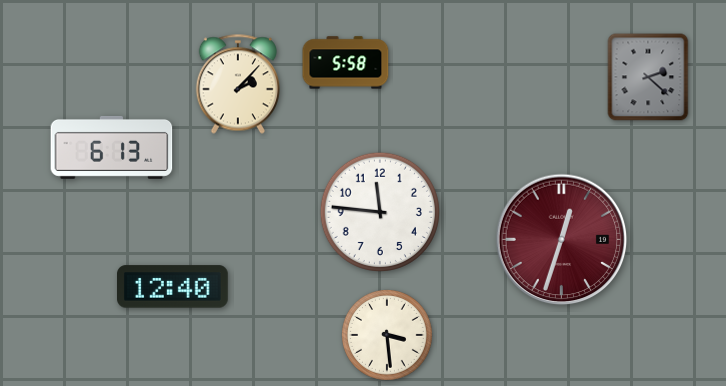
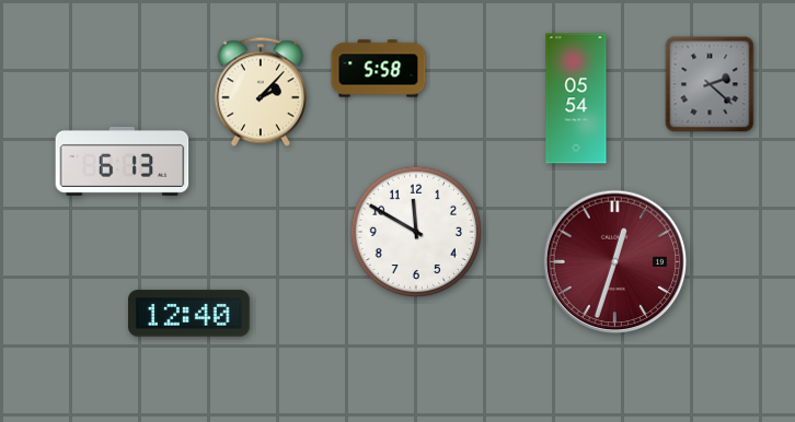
clock at (576, 98): none -> 05:54
clock at (380, 212): 11:46 -> 11:50
clock at (388, 336): 3:29 -> none
